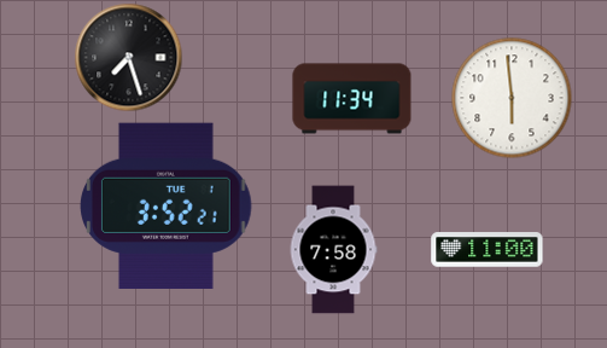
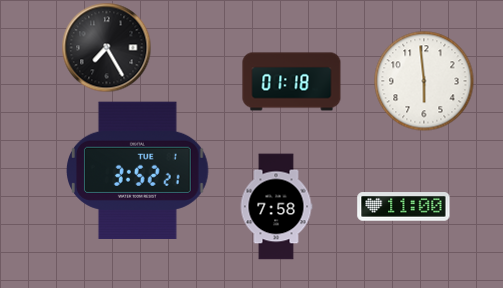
clock at (129, 58): 7:27 -> 7:25
clock at (352, 99): 11:34 -> 01:18
